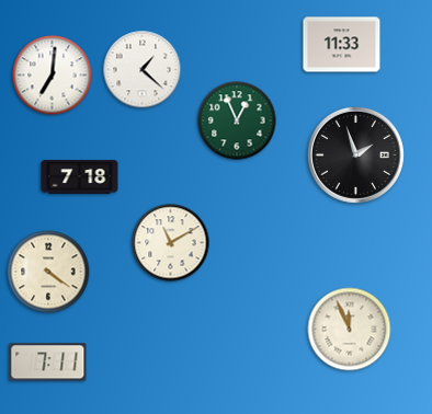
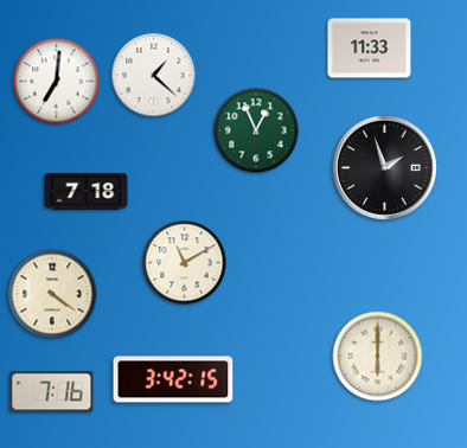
clock at (350, 330): 11:56 -> 6:00
clock at (173, 379): none -> 3:42
clock at (48, 363): 7:11 -> 7:16
